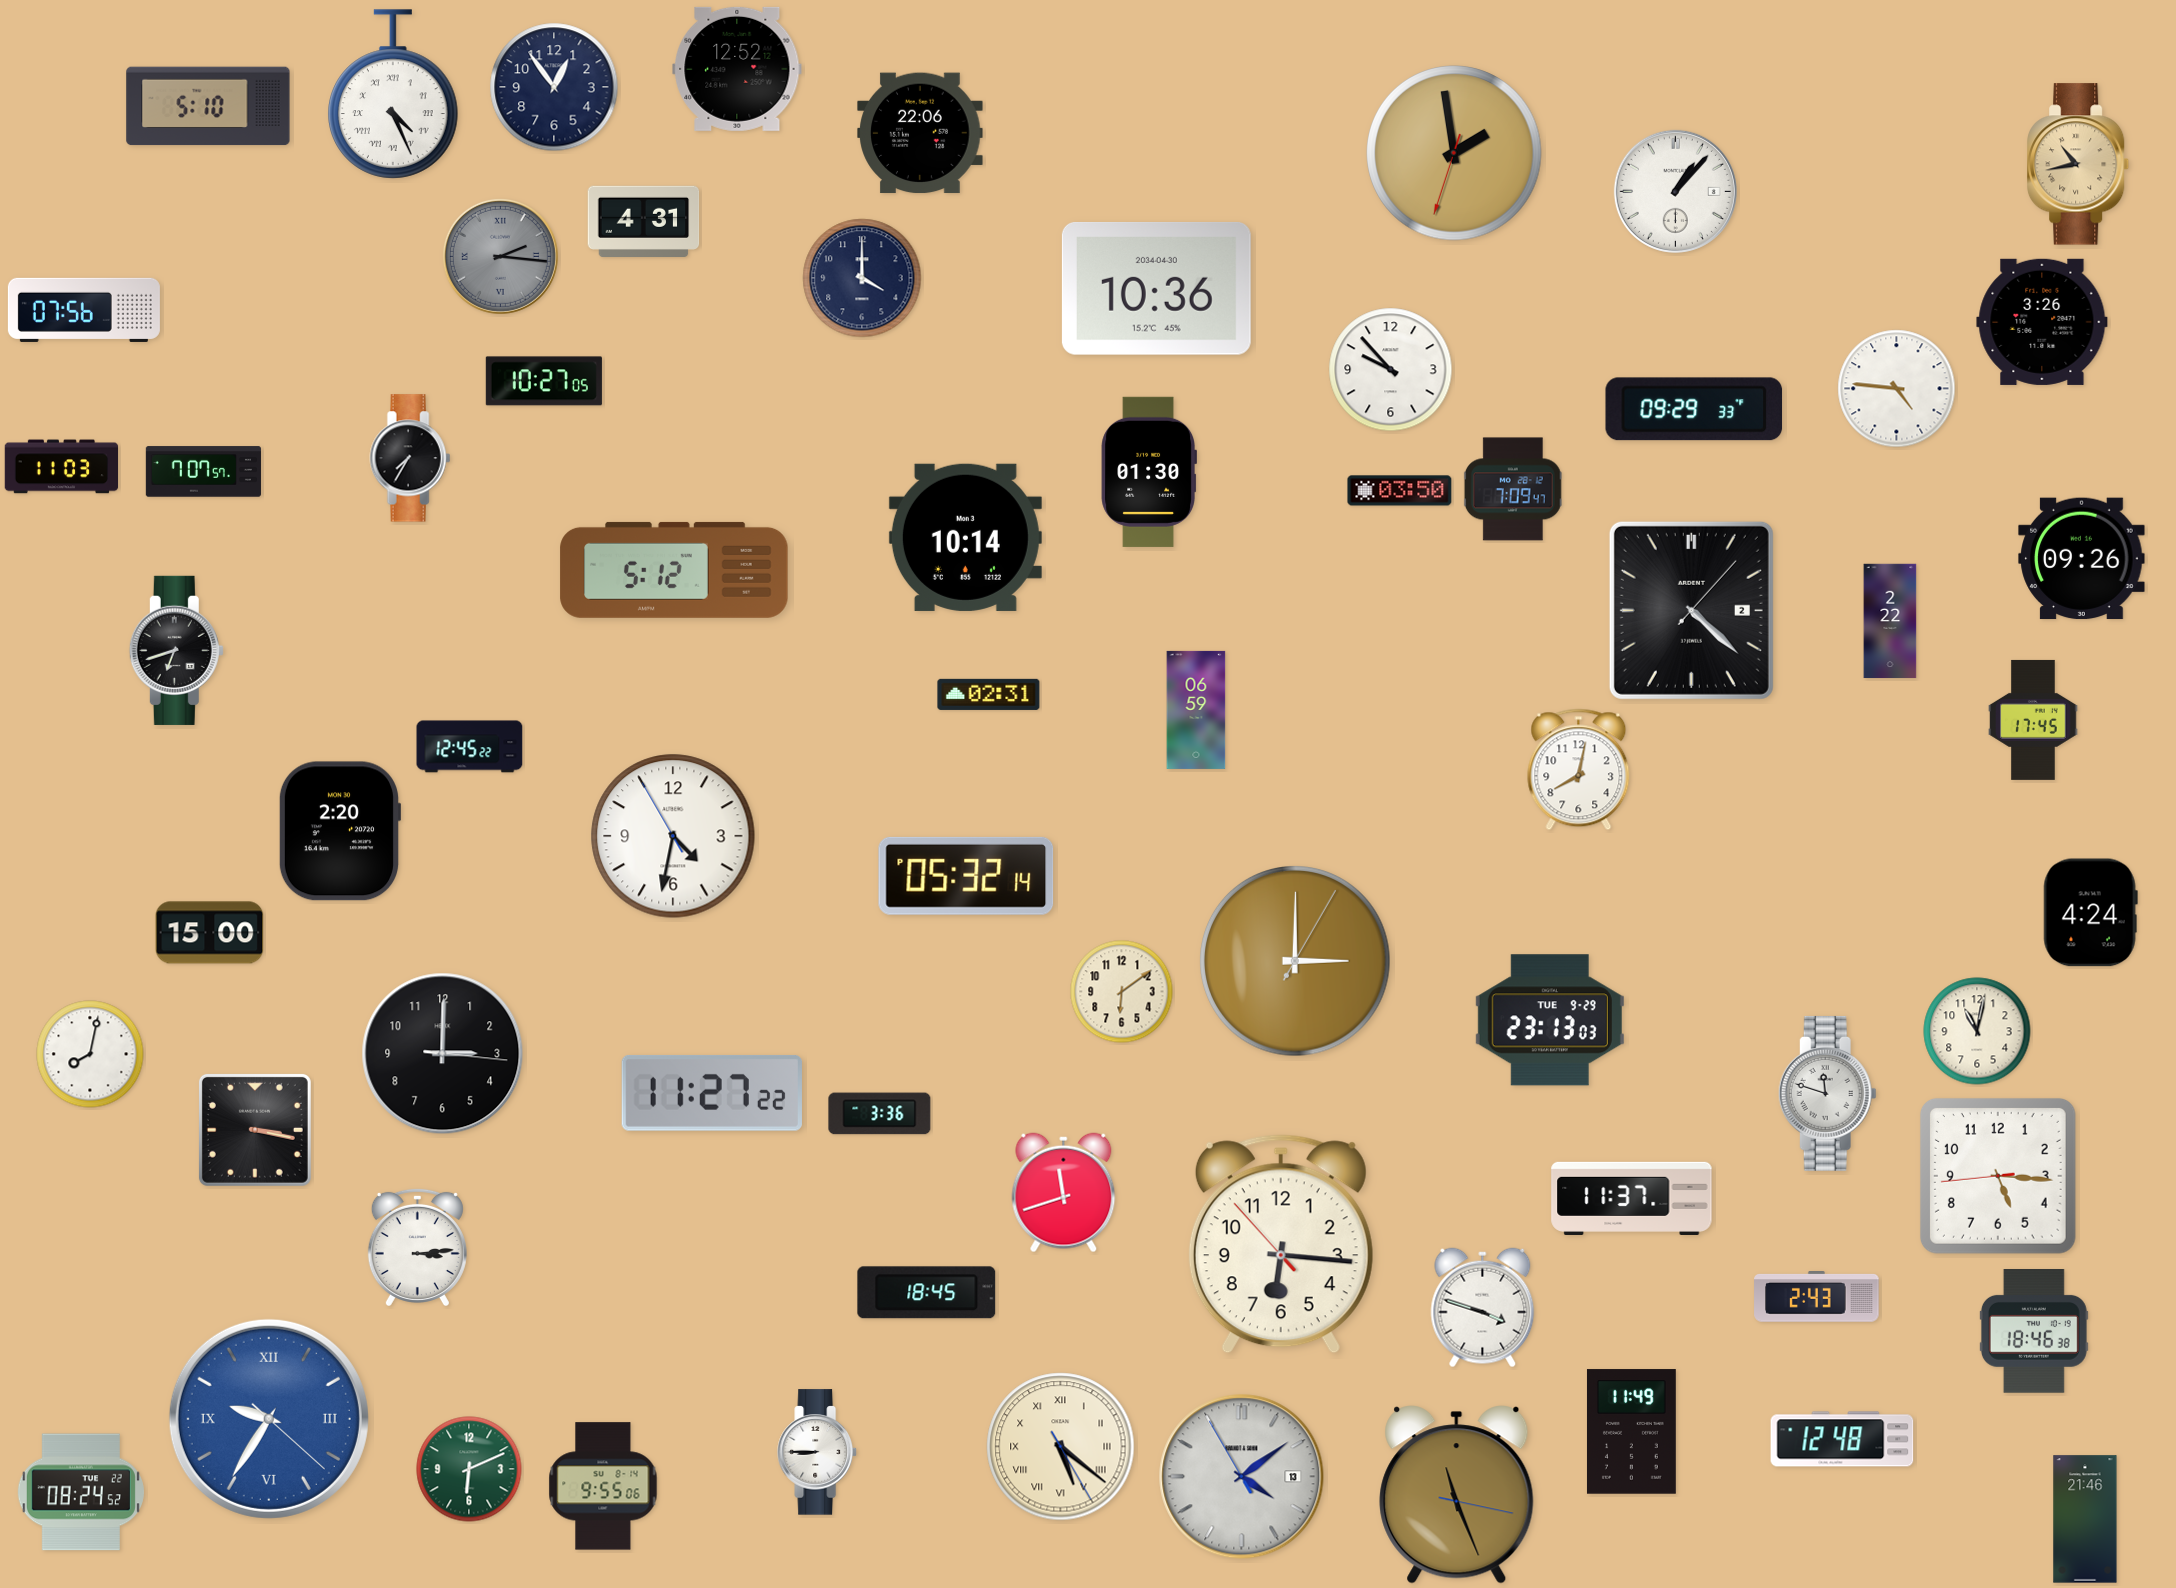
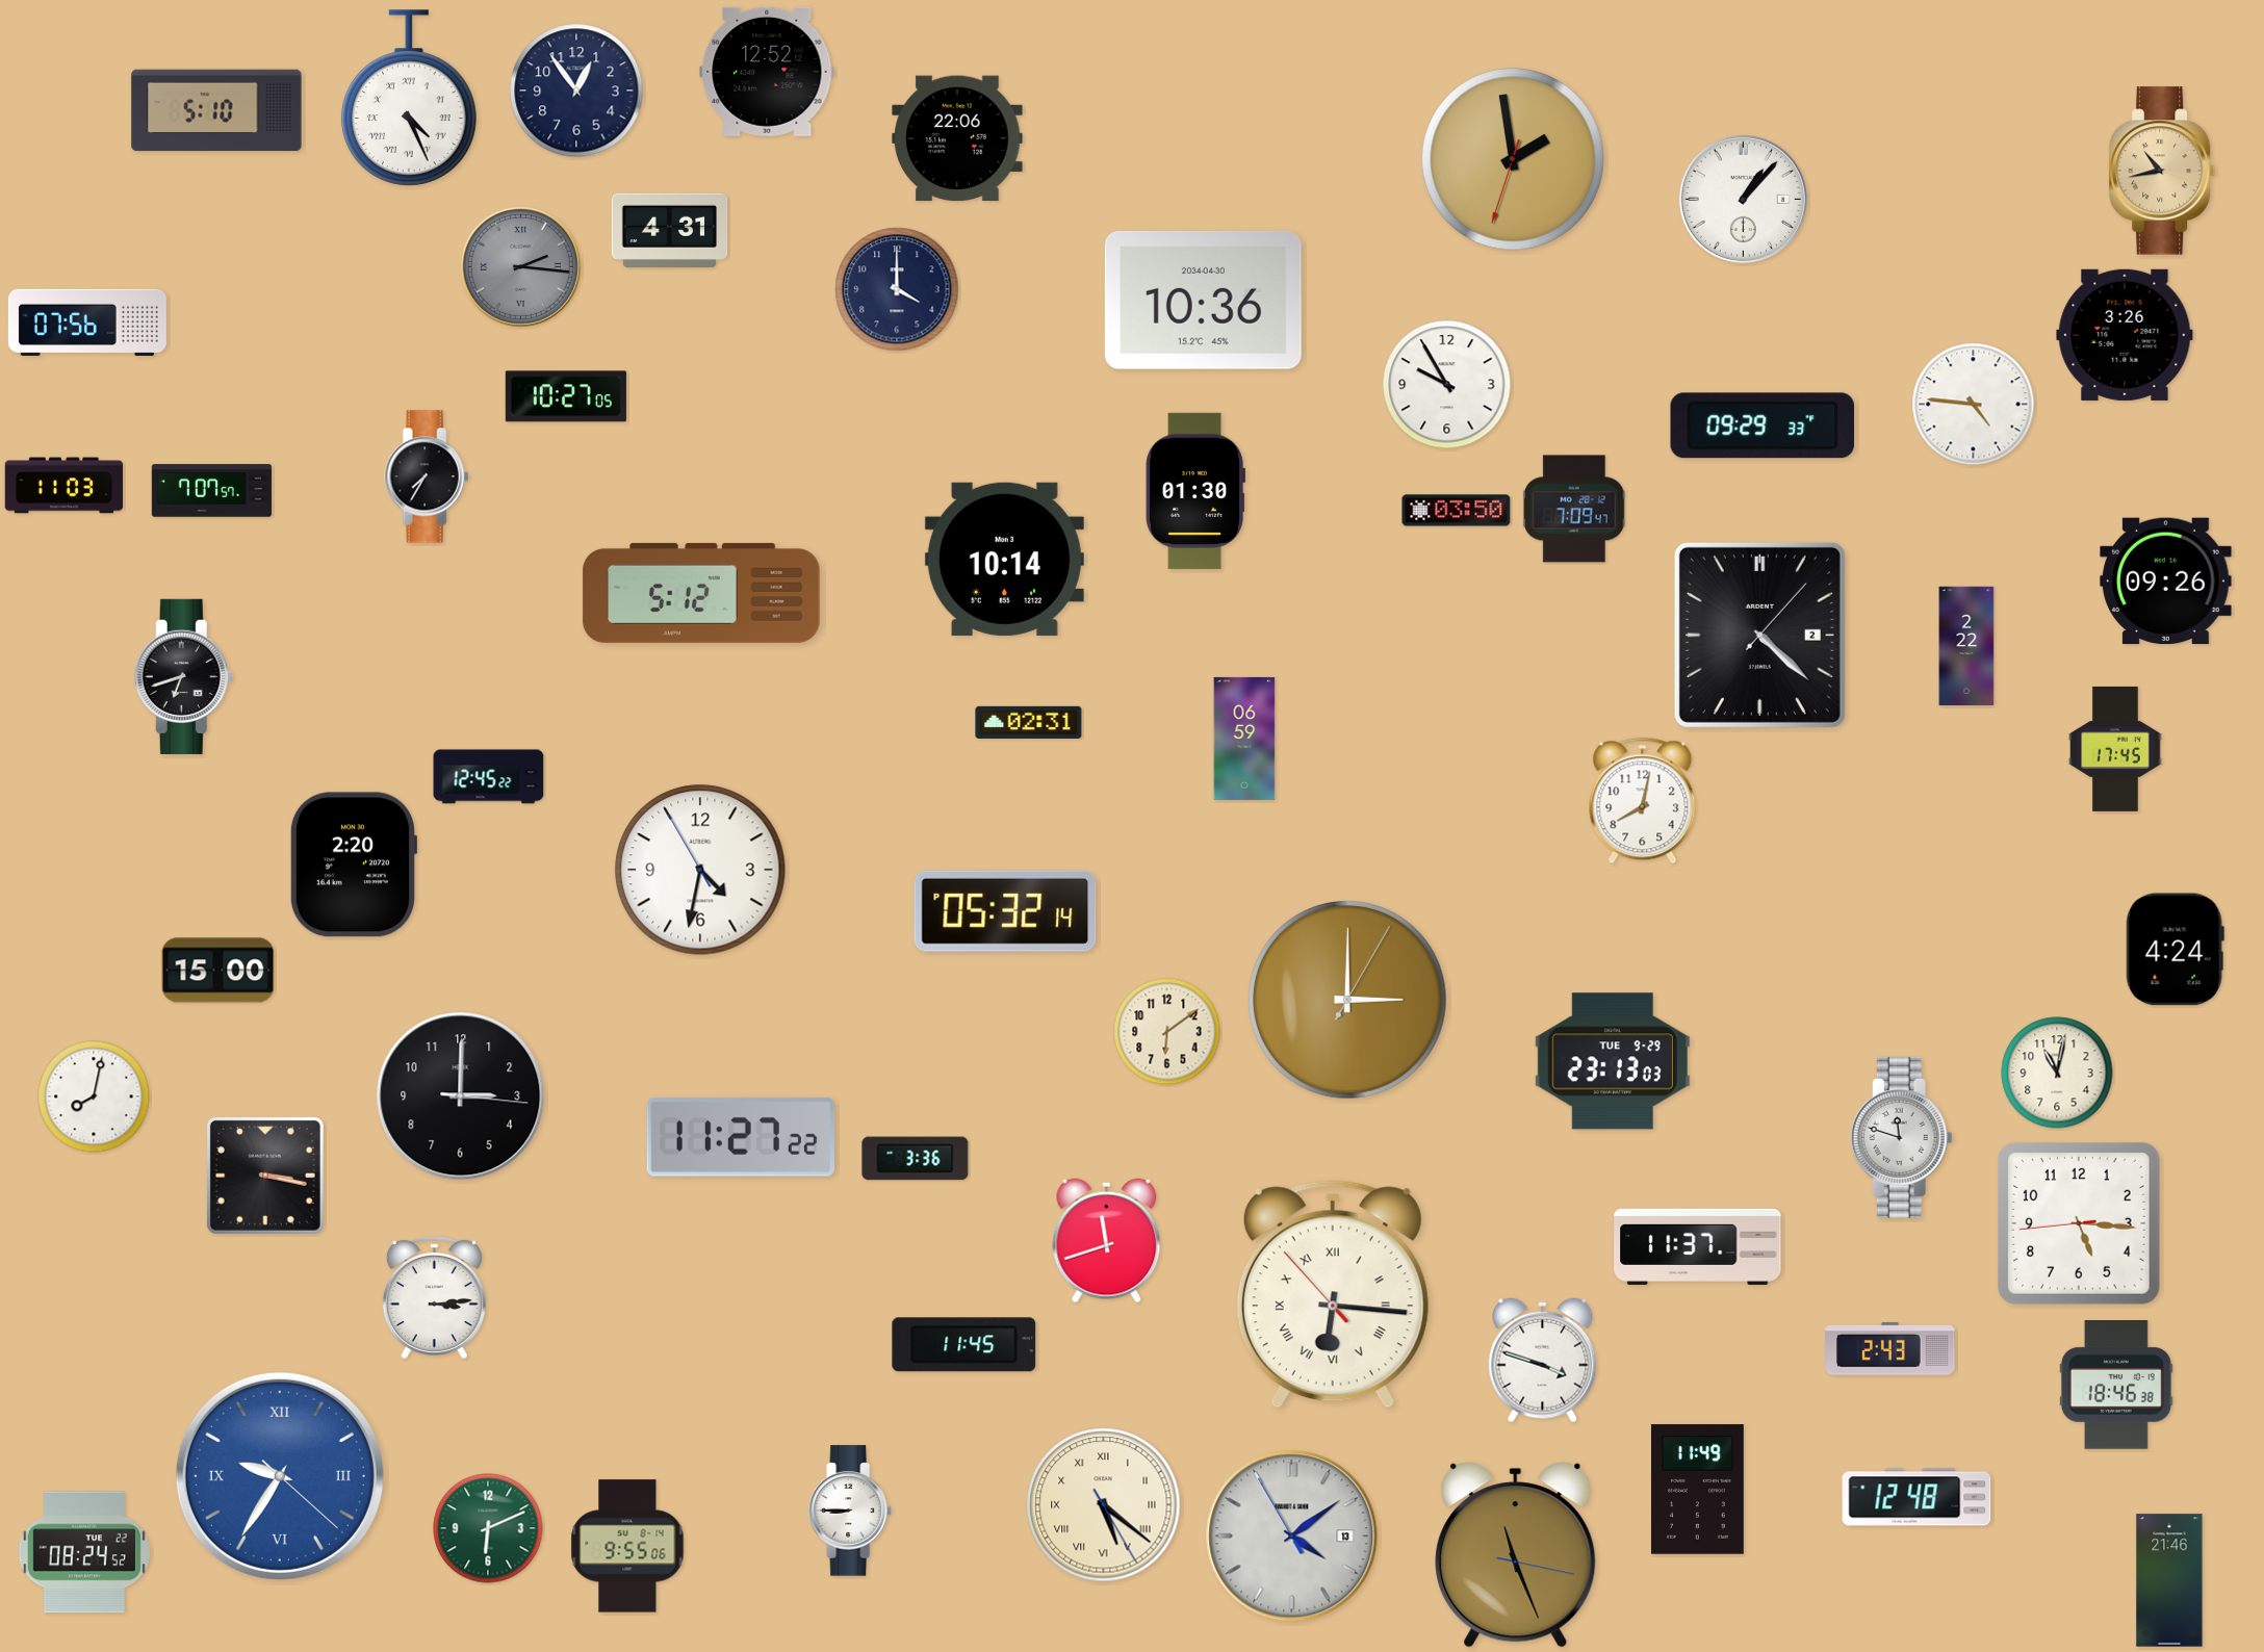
clock at (1391, 370): 9:53 -> 9:55
clock at (1281, 1244) numerals: Arabic -> Roman
clock at (927, 1293): 18:45 -> 11:45
